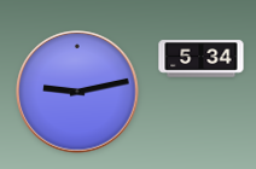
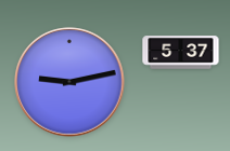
clock at (202, 59): 5:34 -> 5:37
